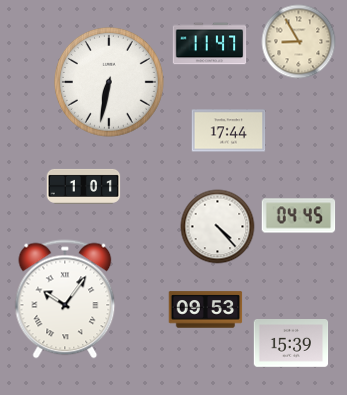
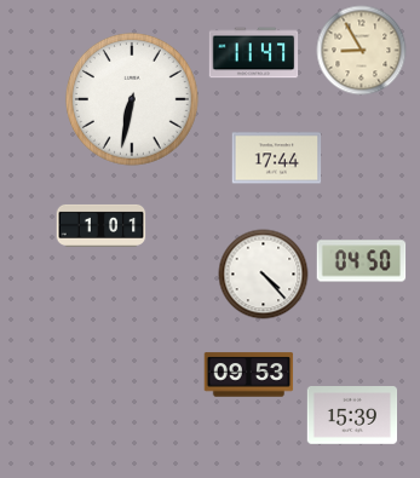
clock at (299, 216): 04:45 -> 04:50
clock at (65, 299): 10:06 -> none
